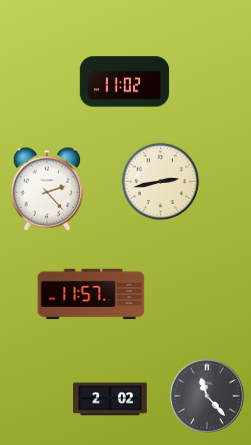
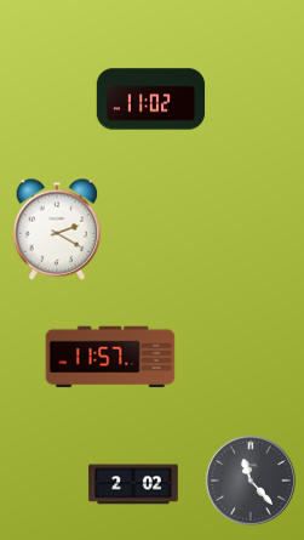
clock at (161, 182): 2:43 -> none
clock at (47, 189): 2:23 -> 2:20
